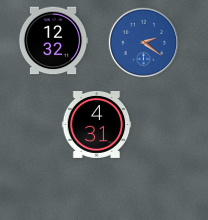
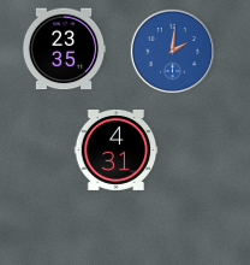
clock at (53, 41): 12:32 -> 23:35
clock at (143, 42): 2:21 -> 2:01
